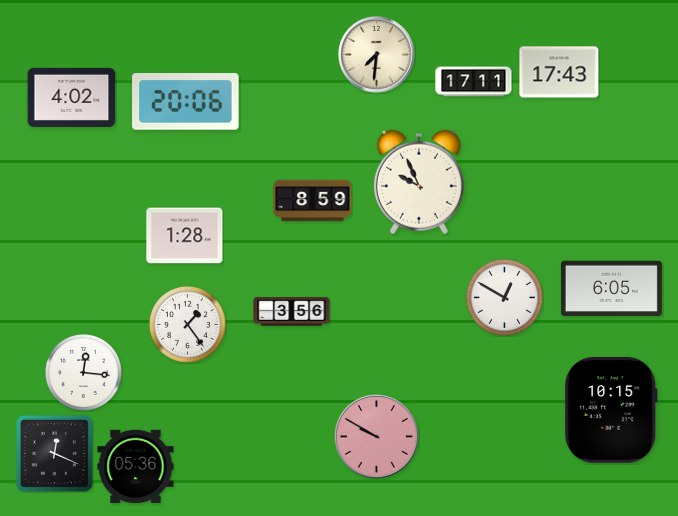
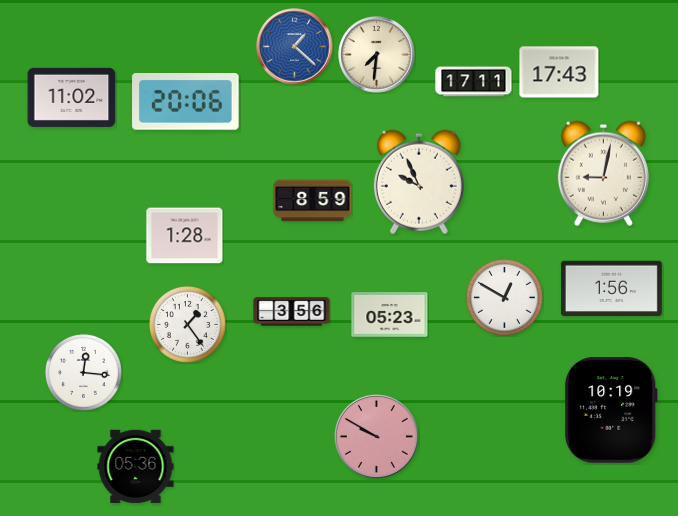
clock at (295, 47): none -> 1:22
clock at (72, 97): 4:02 -> 11:02
clock at (603, 173): none -> 9:02
clock at (611, 289): 6:05 -> 1:56
clock at (390, 315): none -> 05:23
clock at (612, 410): 10:15 -> 10:19
clock at (54, 453): 12:19 -> none
